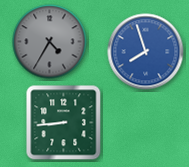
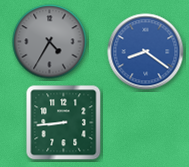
clock at (146, 52): 7:57 -> 8:21
